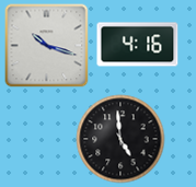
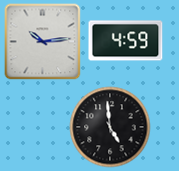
clock at (138, 45): 4:16 -> 4:59
clock at (47, 46): 10:18 -> 10:14
